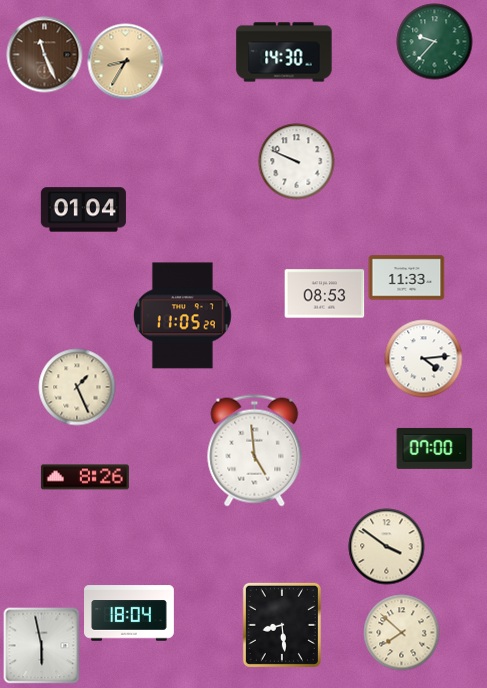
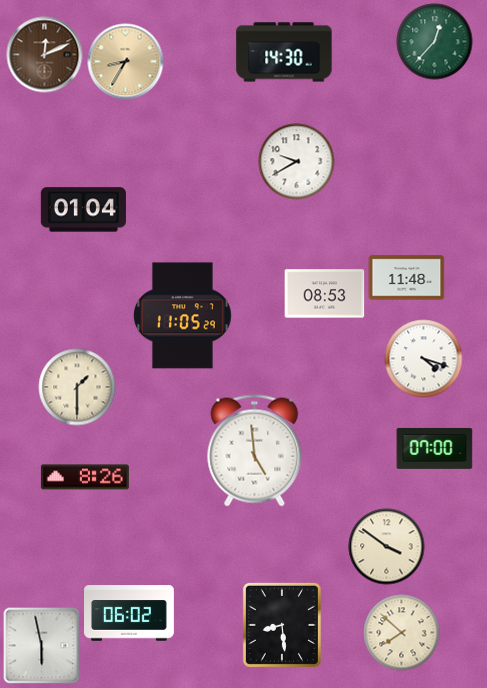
clock at (435, 42): 9:37 -> 12:37
clock at (45, 55): 11:26 -> 12:11
clock at (297, 162): 9:49 -> 9:40
clock at (407, 278): 11:33 -> 11:48
clock at (424, 359): 4:14 -> 4:18
clock at (77, 387): 1:26 -> 1:30
clock at (130, 613): 18:04 -> 06:02
